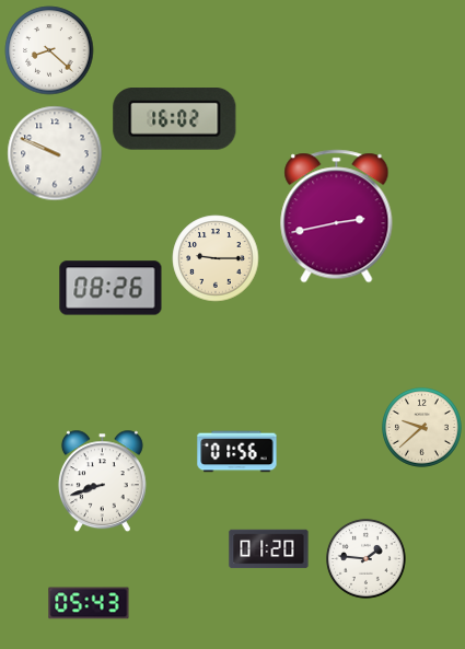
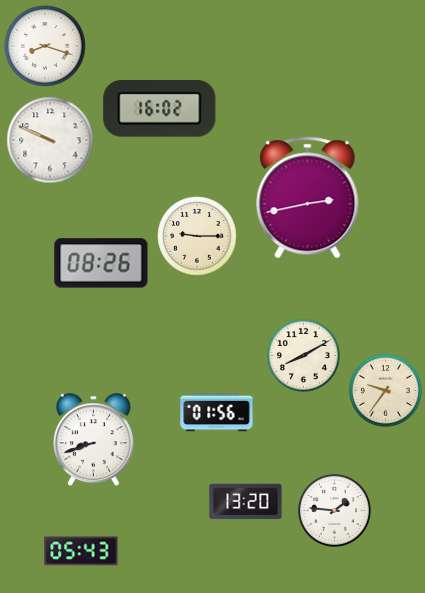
clock at (49, 50): 8:22 -> 8:18
clock at (304, 356): none -> 8:10
clock at (422, 428): 9:38 -> 9:36
clock at (269, 549): 01:20 -> 13:20
